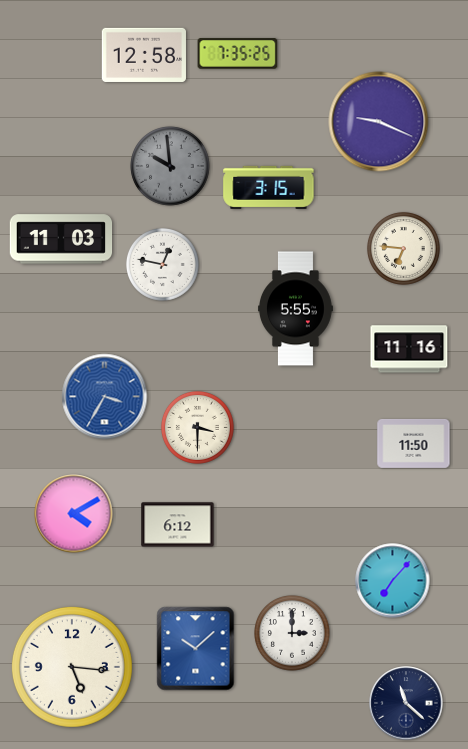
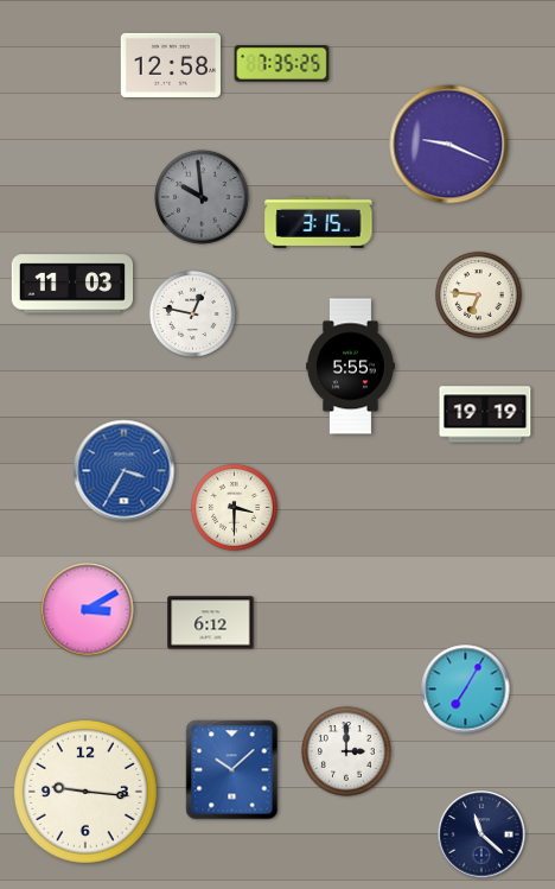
clock at (409, 349): 11:16 -> 19:19
clock at (414, 443): 11:50 -> none
clock at (74, 514): 4:10 -> 3:10
clock at (393, 581): 7:07 -> 7:05
clock at (72, 667): 5:16 -> 9:16
